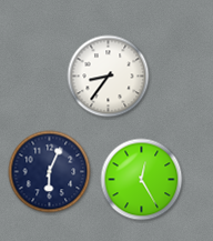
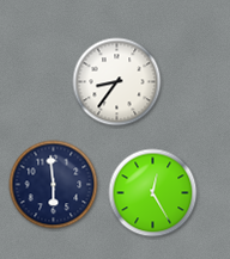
clock at (50, 172): 6:04 -> 5:59
